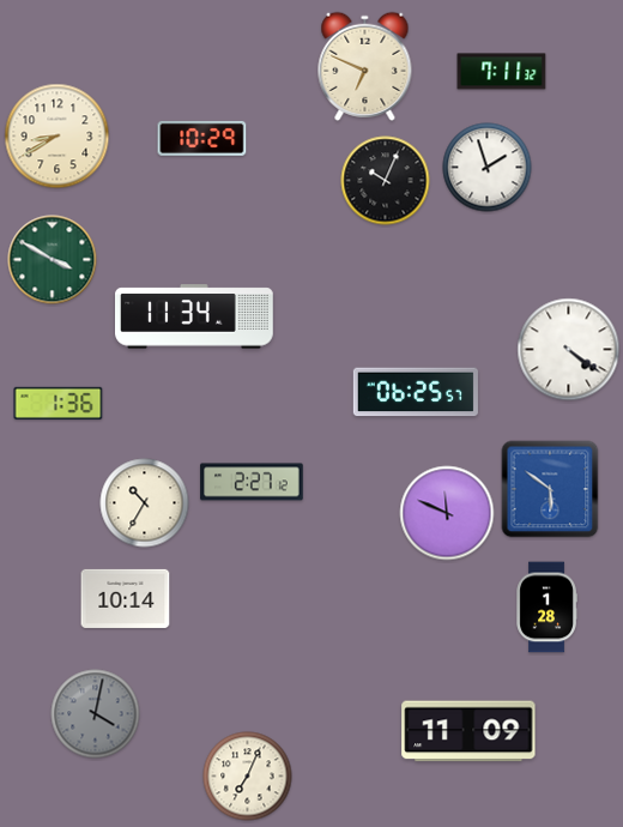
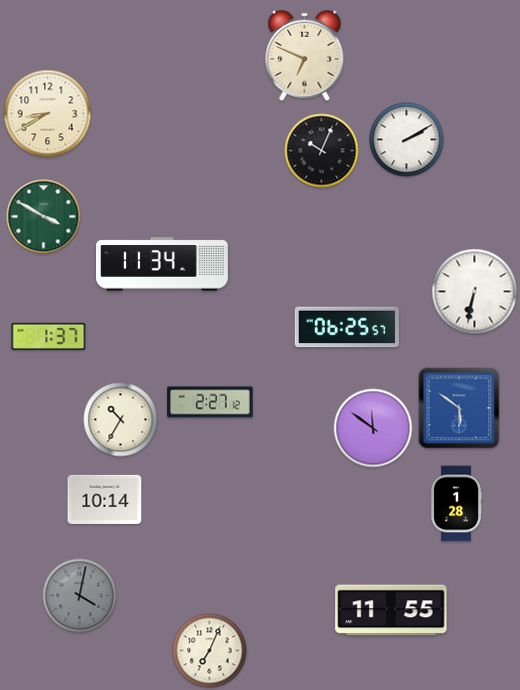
clock at (502, 72): 7:11 -> none
clock at (202, 138): 10:29 -> none
clock at (488, 168): 1:57 -> 2:10
clock at (569, 350): 4:21 -> 6:32
clock at (59, 403): 1:36 -> 1:37
clock at (447, 513): 11:49 -> 11:51
clock at (546, 608) position: (546, 608) -> (456, 504)
clock at (468, 731): 11:09 -> 11:55
clock at (248, 777) position: (248, 777) -> (210, 651)
